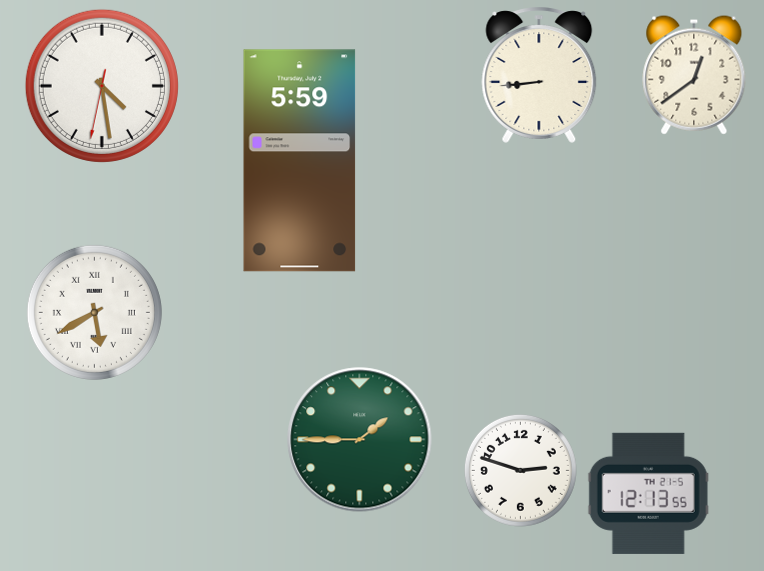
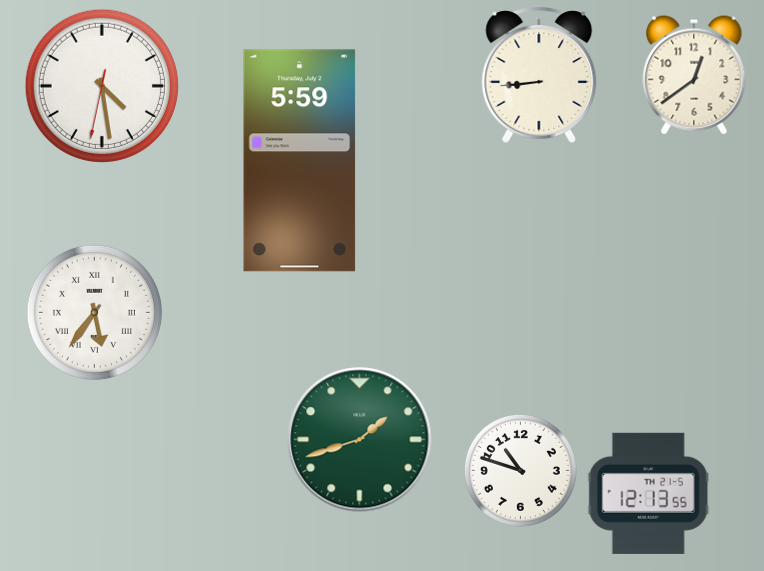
clock at (94, 312): 5:40 -> 5:36
clock at (360, 440): 1:45 -> 1:42
clock at (520, 470): 2:48 -> 10:48
